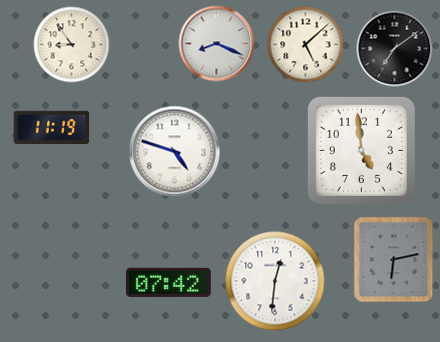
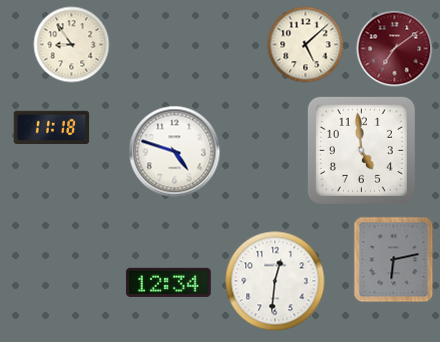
clock at (217, 44): 8:19 -> none
clock at (395, 49) dial: black -> burgundy
clock at (52, 128): 11:19 -> 11:18
clock at (168, 282): 07:42 -> 12:34
